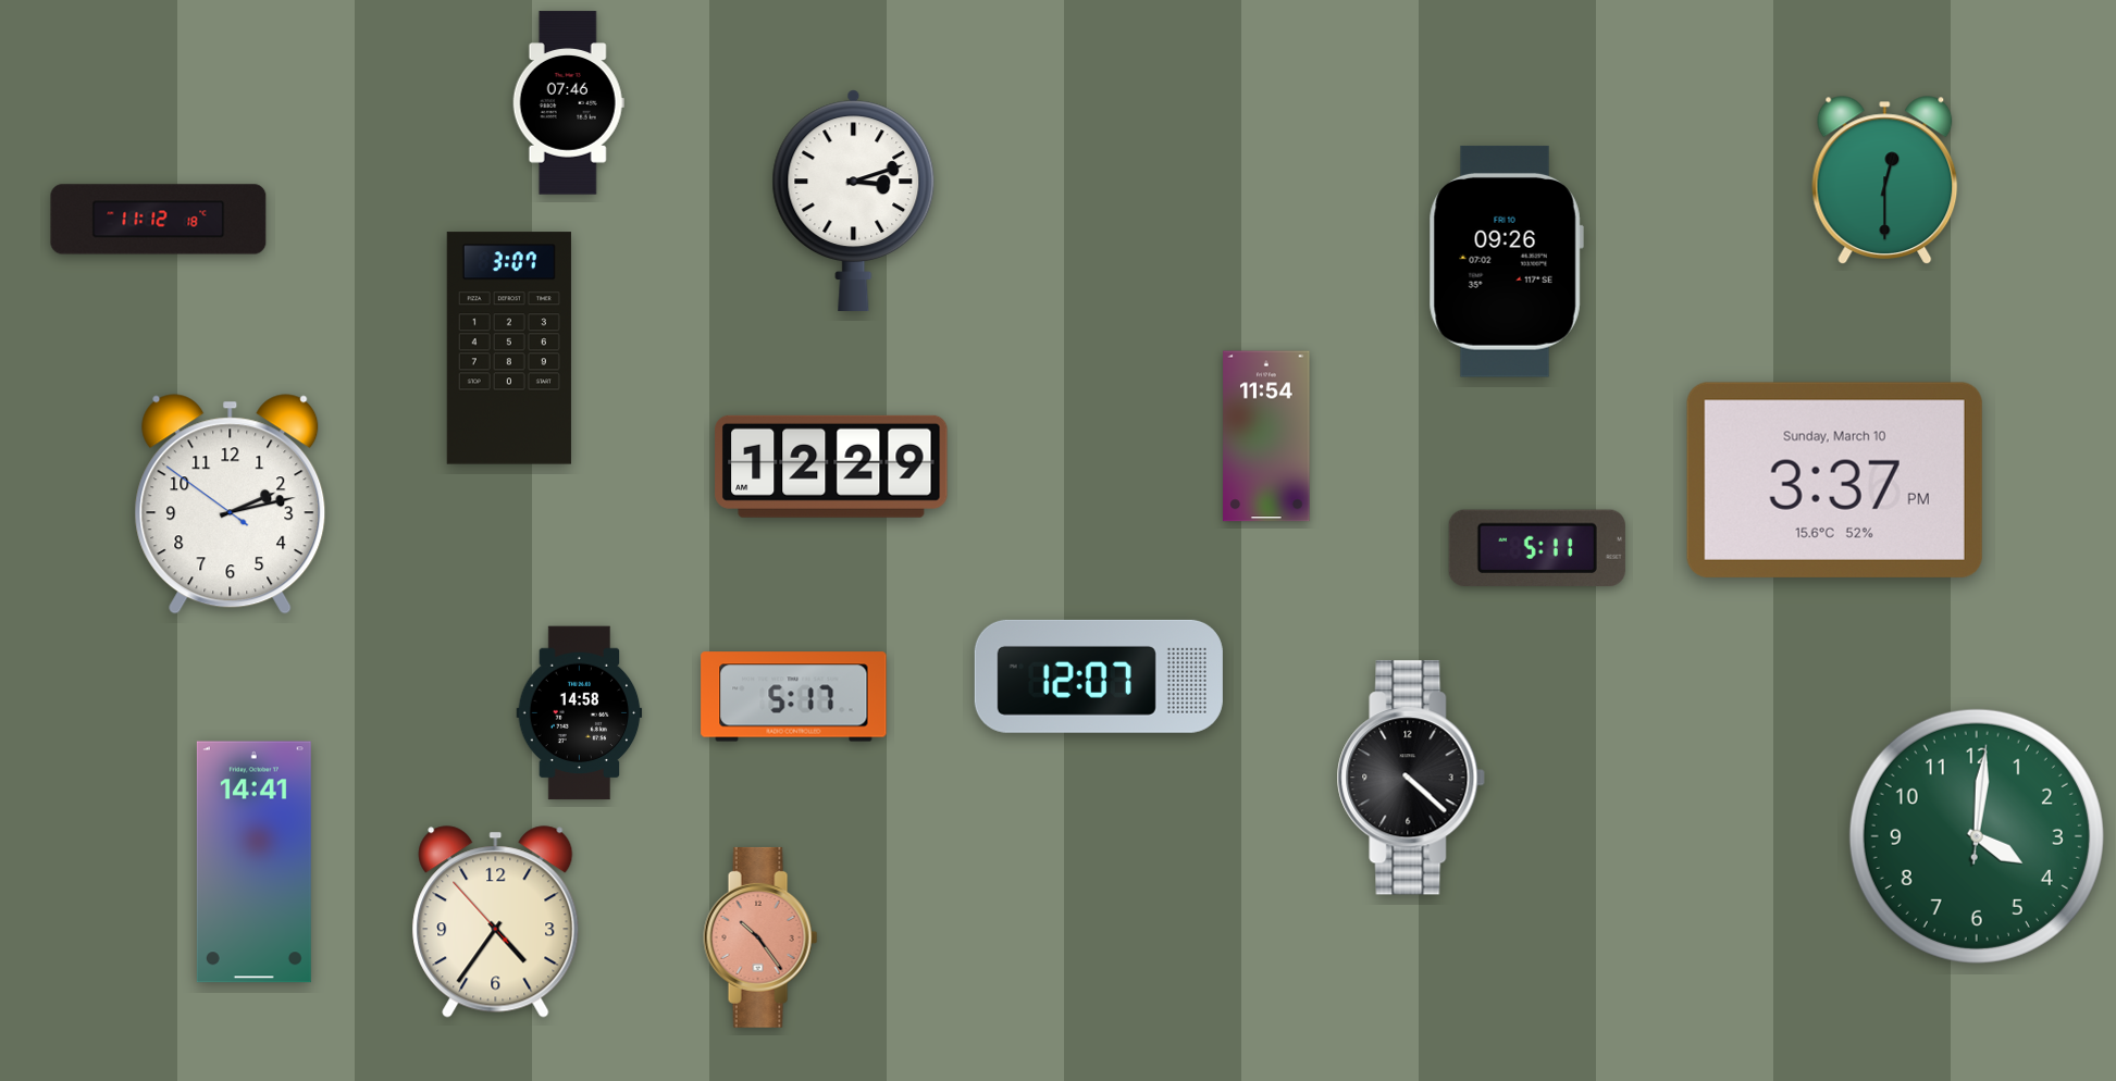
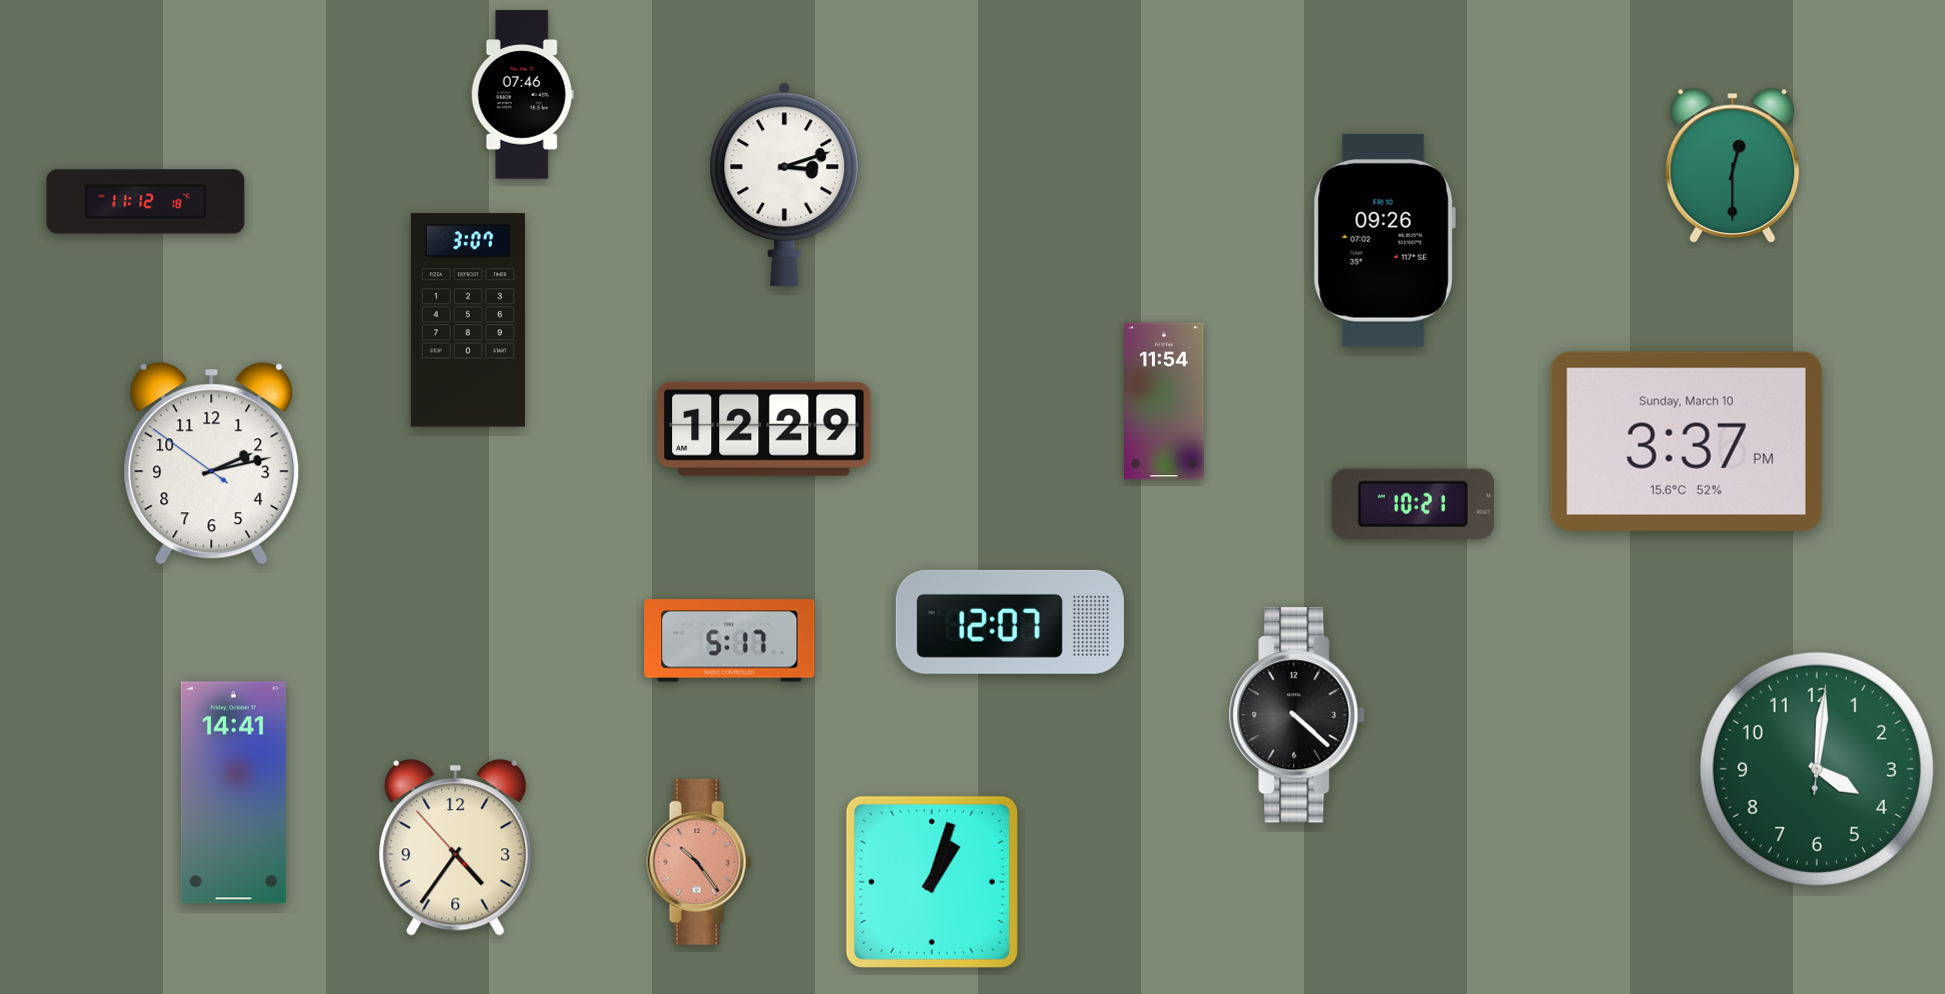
clock at (1537, 548): 5:11 -> 10:21
clock at (580, 713): 14:58 -> none
clock at (932, 882): none -> 1:03
